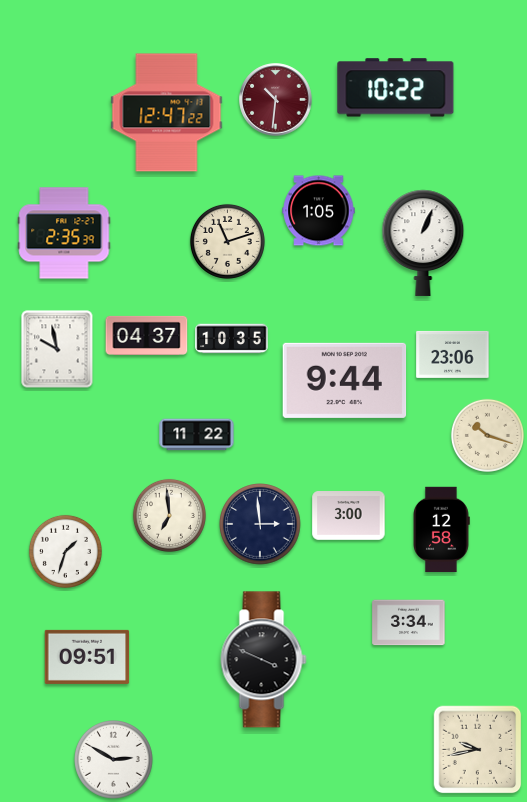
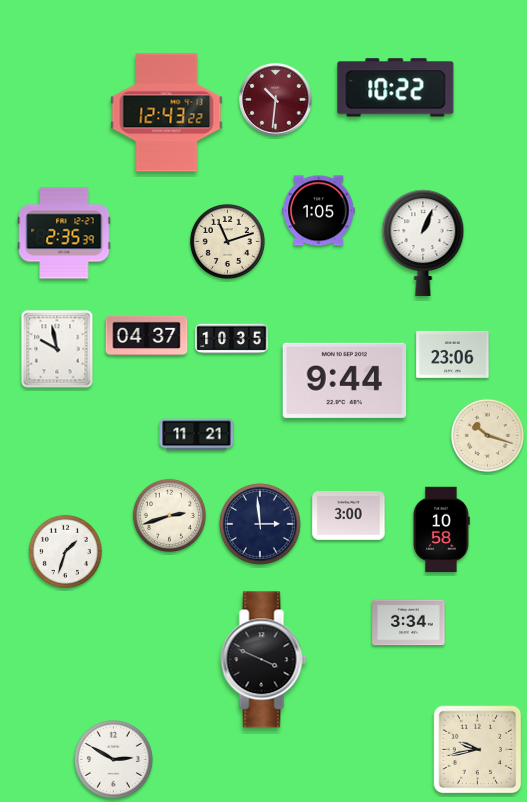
clock at (167, 113): 12:47 -> 12:43
clock at (197, 435): 11:22 -> 11:21
clock at (169, 515): 6:59 -> 2:42
clock at (441, 530): 12:58 -> 10:58
clock at (87, 657): 09:51 -> none
